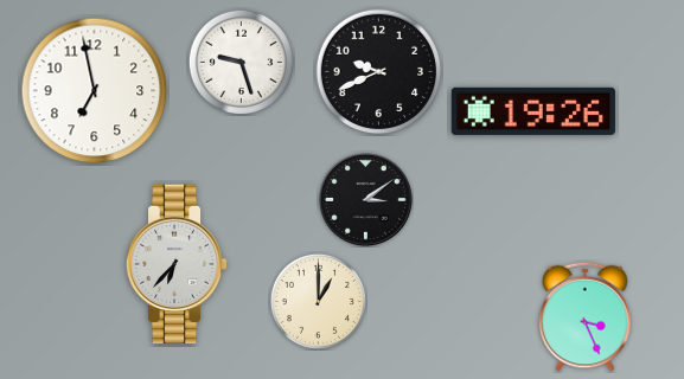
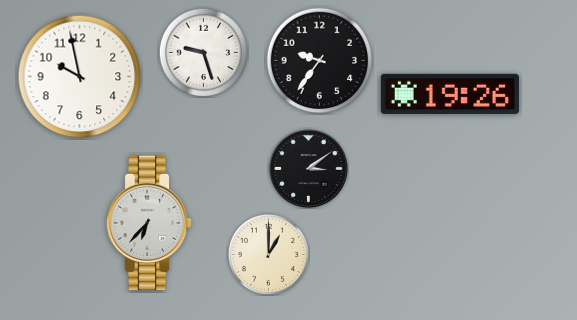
clock at (379, 72): 9:41 -> 9:36
clock at (95, 91): 6:58 -> 9:58
clock at (586, 316): 3:26 -> none
